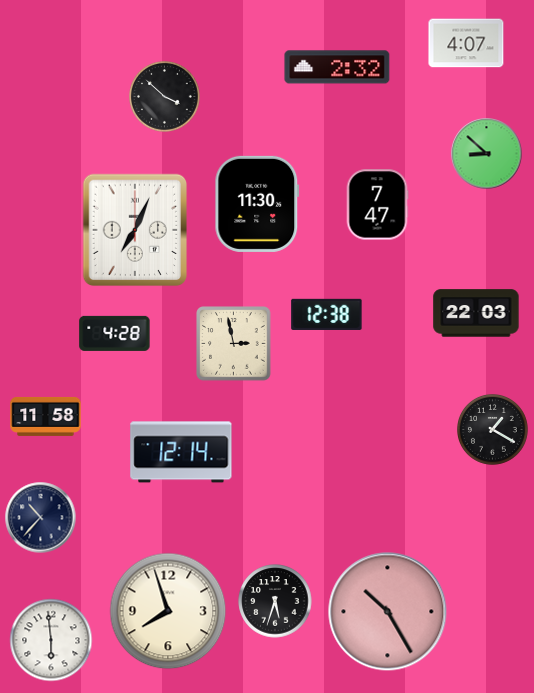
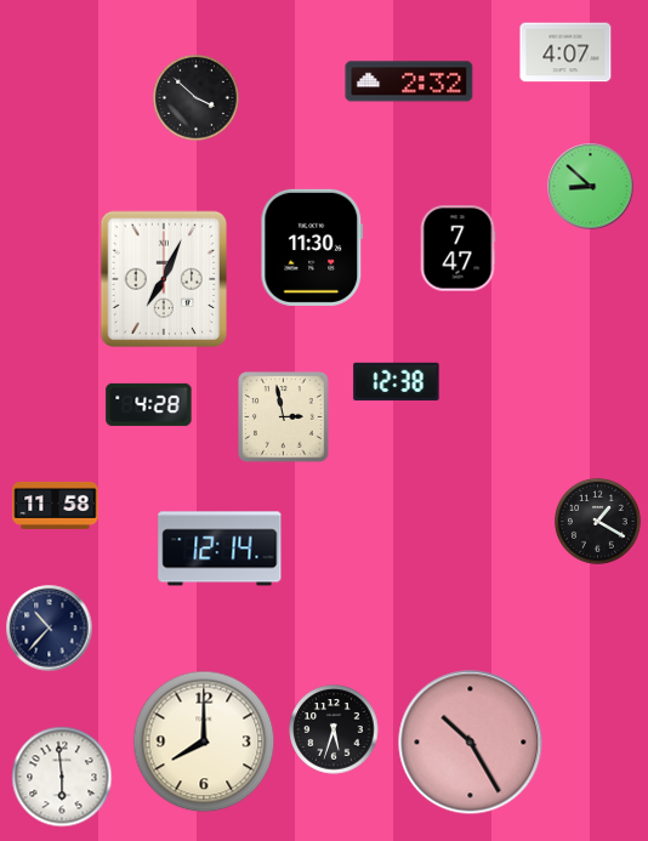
clock at (165, 97) position: (165, 97) -> (197, 98)
clock at (476, 313): 22:03 -> none
clock at (115, 333) position: (115, 333) -> (149, 404)
clock at (168, 611): 7:57 -> 8:00
